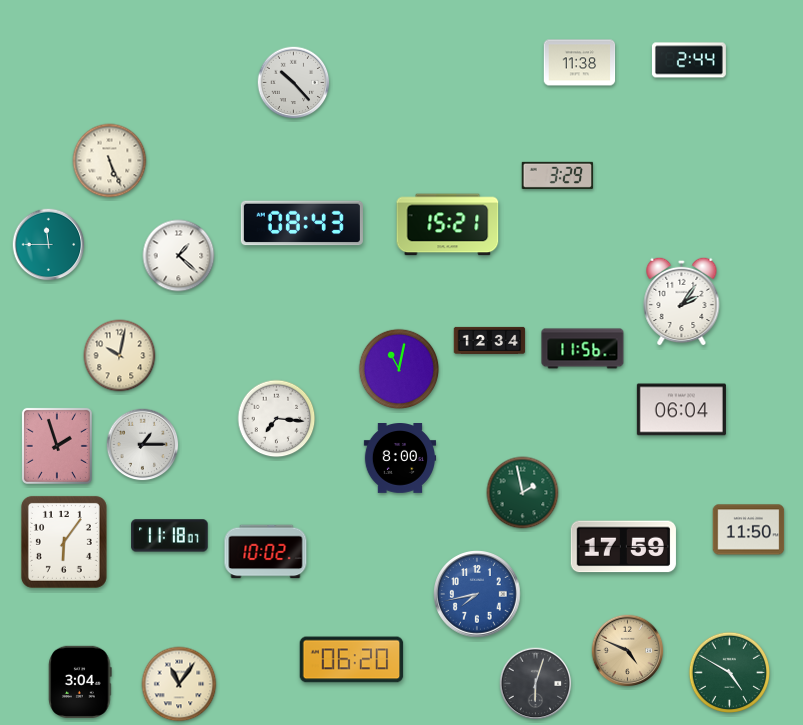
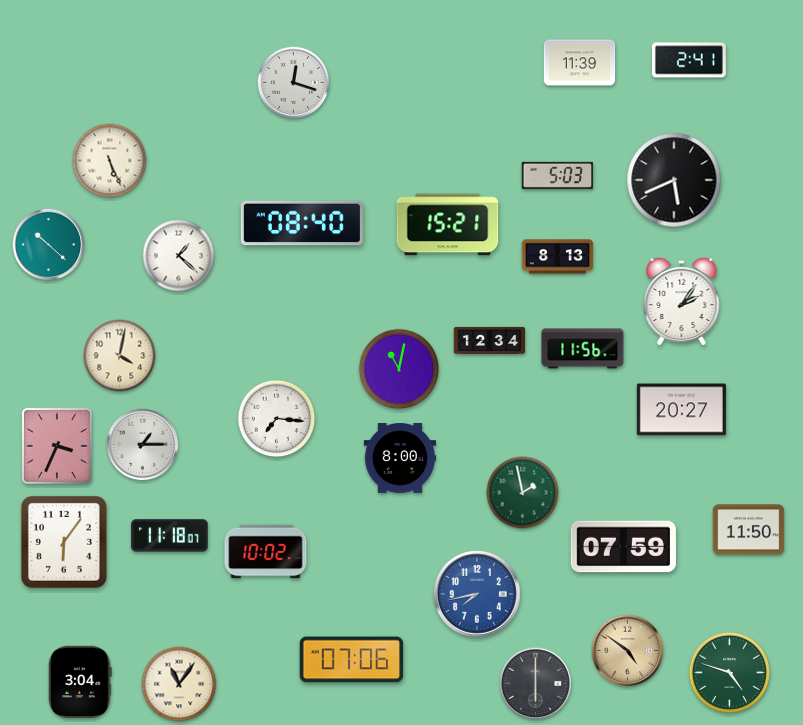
clock at (689, 60): 2:44 -> 2:41
clock at (580, 63): 11:38 -> 11:39
clock at (294, 83): 10:23 -> 12:18
clock at (558, 175): 3:29 -> 5:03
clock at (674, 180): none -> 5:41
clock at (302, 223): 08:43 -> 08:40
clock at (49, 245): 11:45 -> 10:22
clock at (558, 257): none -> 8:13
clock at (120, 356): 10:02 -> 4:02
clock at (681, 410): 06:04 -> 20:27
clock at (57, 446): 1:57 -> 3:34
clock at (623, 547): 17:59 -> 07:59
clock at (628, 651): 4:49 -> 4:51
clock at (352, 660): 06:20 -> 07:06
clock at (729, 672): 4:50 -> 4:48
clock at (536, 684): 6:03 -> 6:00
